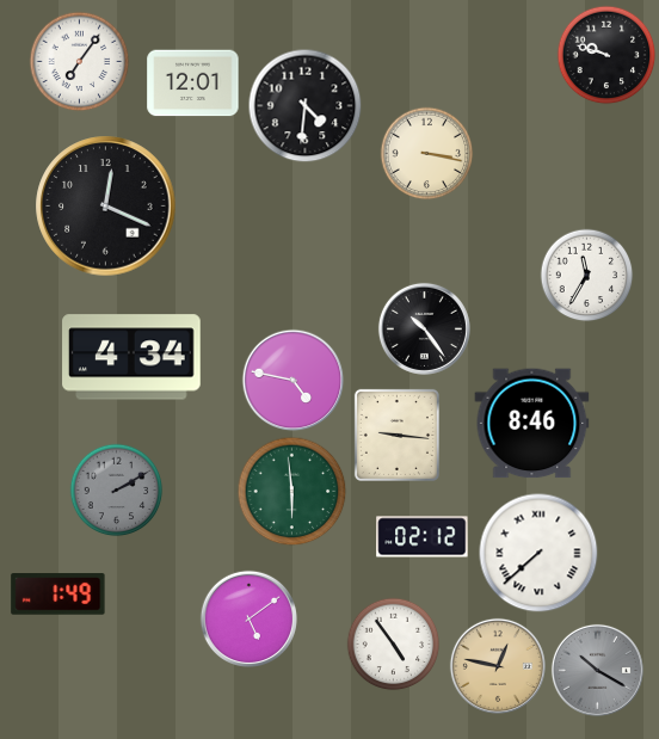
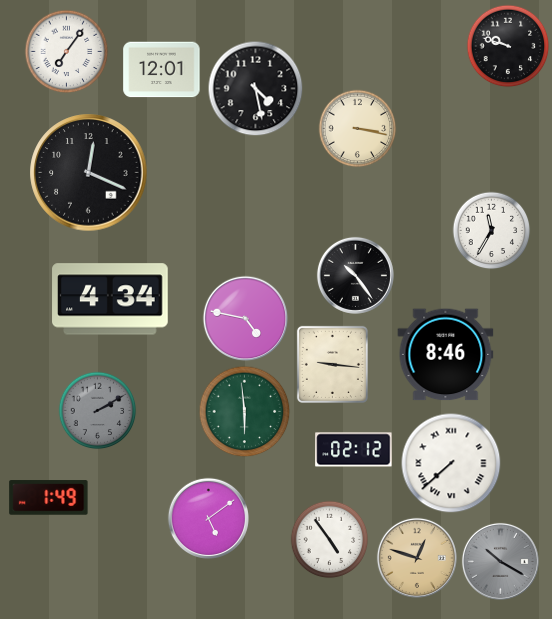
clock at (304, 105): 4:31 -> 4:28
clock at (498, 666): 12:47 -> 12:48
